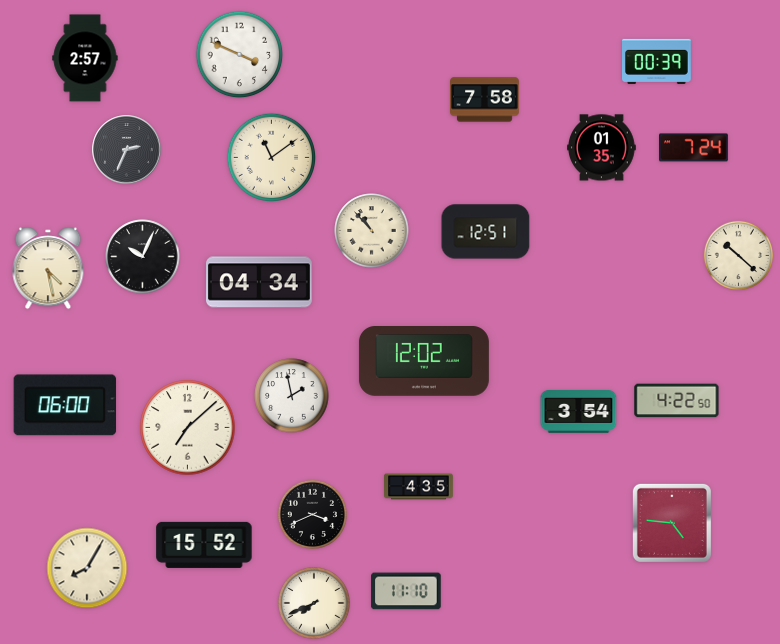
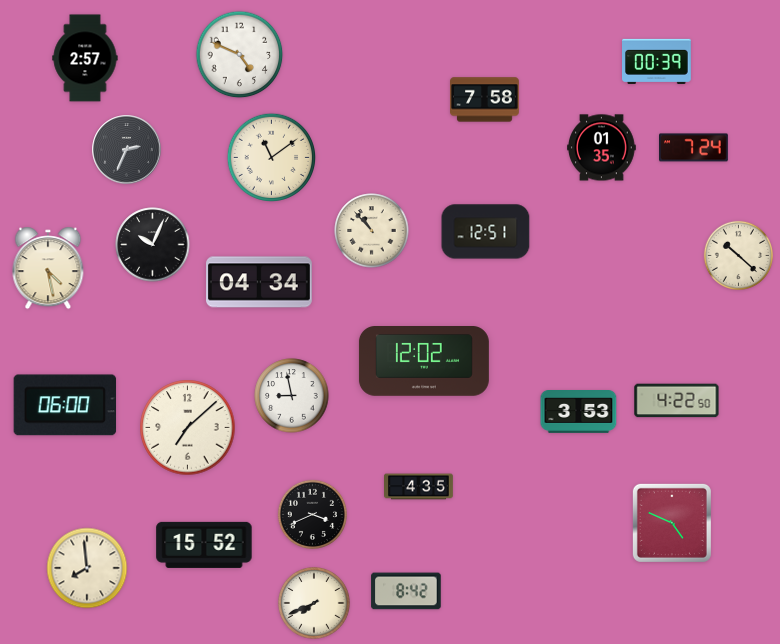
clock at (240, 55): 3:49 -> 4:49
clock at (143, 257) position: (143, 257) -> (153, 245)
clock at (292, 396): 1:58 -> 8:58
clock at (579, 412): 3:54 -> 3:53
clock at (672, 523): 4:46 -> 4:49
clock at (87, 568): 8:05 -> 7:59
clock at (406, 591): 11:10 -> 8:42
